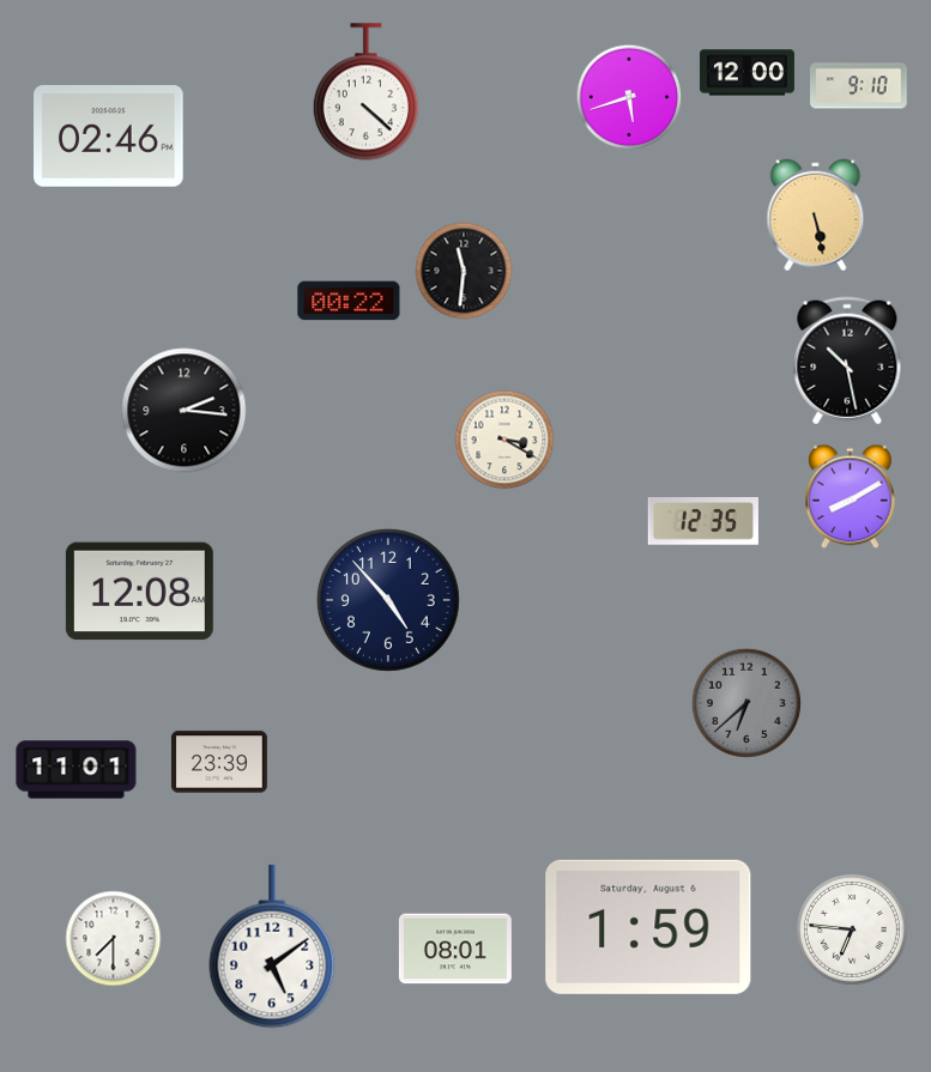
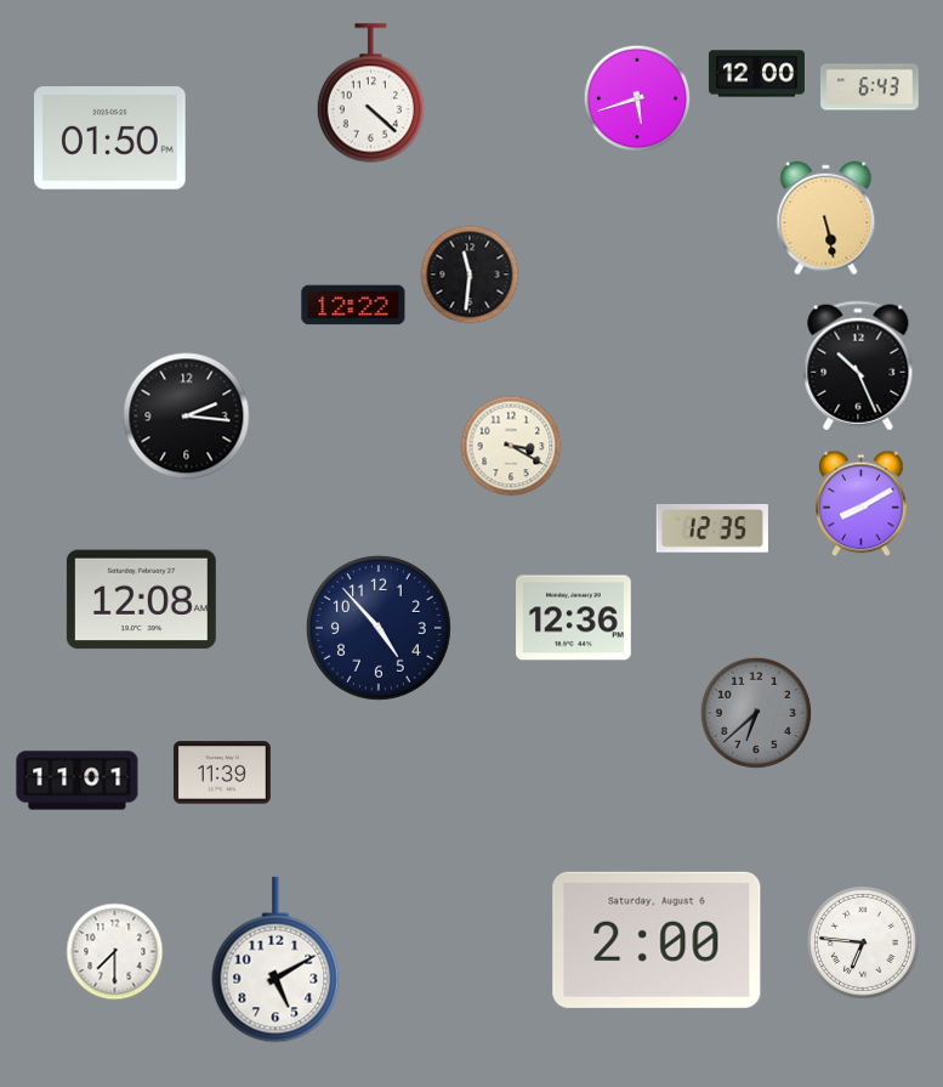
clock at (859, 86): 9:10 -> 6:43
clock at (109, 137): 02:46 -> 01:50
clock at (349, 301): 00:22 -> 12:22
clock at (847, 361): 10:28 -> 10:26
clock at (388, 600) position: (388, 600) -> (379, 628)
clock at (574, 618): none -> 12:36
clock at (219, 762): 23:39 -> 11:39
clock at (648, 927): 1:59 -> 2:00
clock at (272, 946): 5:09 -> 5:10
clock at (455, 949): 08:01 -> none
